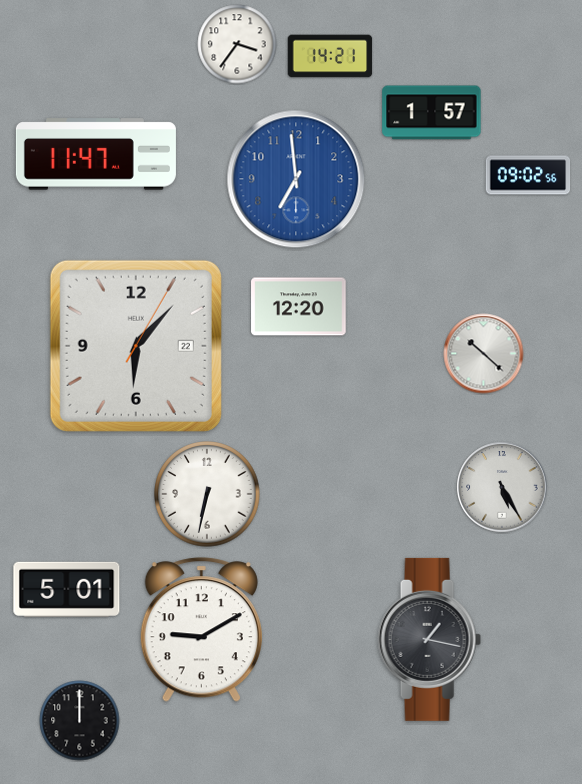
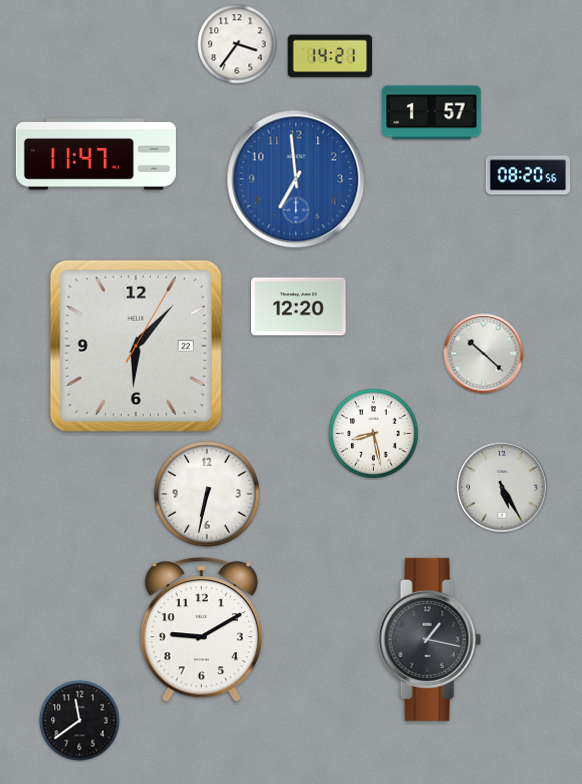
clock at (528, 175): 09:02 -> 08:20
clock at (374, 434): none -> 8:28
clock at (67, 589): 5:01 -> none
clock at (80, 721): 12:00 -> 11:39
